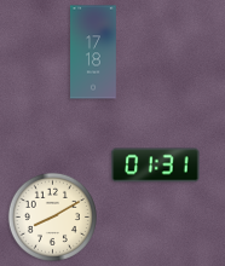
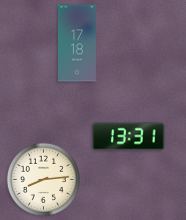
clock at (156, 166): 01:31 -> 13:31
clock at (52, 216): 8:10 -> 8:14
